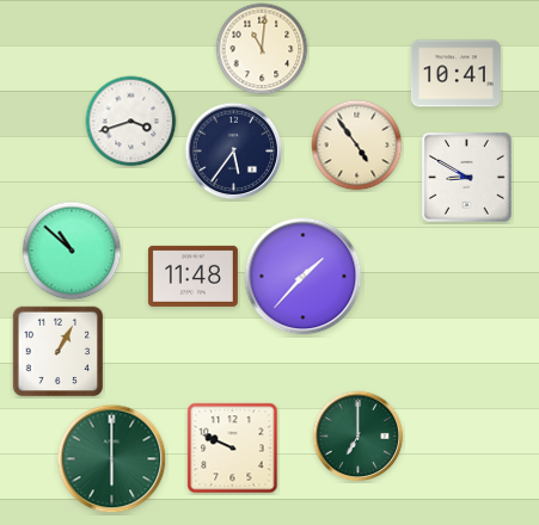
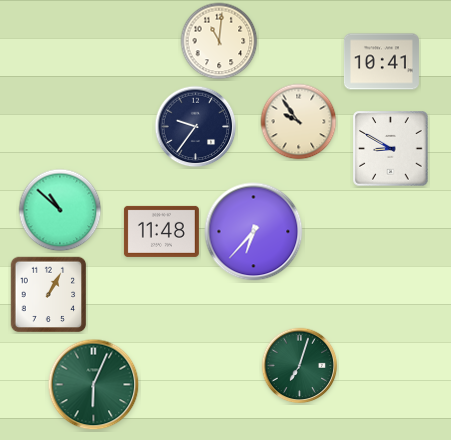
clock at (131, 122): 3:42 -> none
clock at (357, 146): 4:54 -> 9:54
clock at (234, 152): 5:36 -> 9:36
clock at (304, 277): 1:37 -> 6:37
clock at (359, 437): 7:00 -> 7:03
clock at (233, 449): 9:49 -> none
clock at (112, 459): 6:00 -> 6:04
